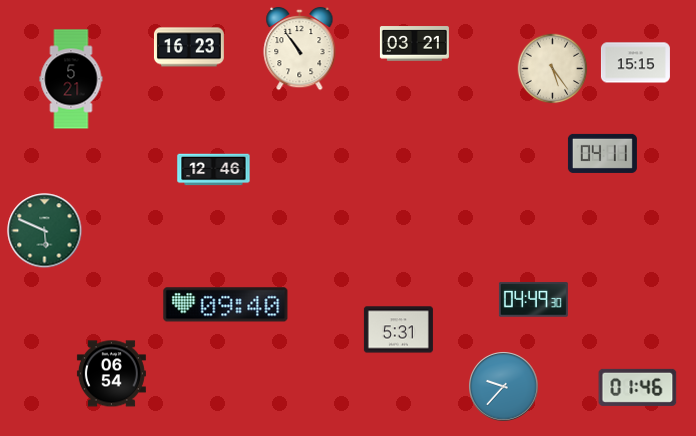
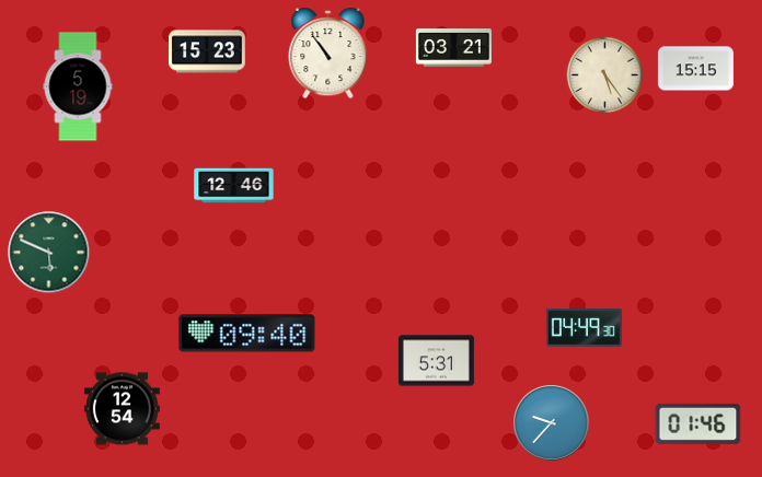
clock at (189, 47): 16:23 -> 15:23
clock at (71, 79): 5:21 -> 5:19
clock at (602, 153): 04:11 -> none
clock at (111, 374): 06:54 -> 12:54
